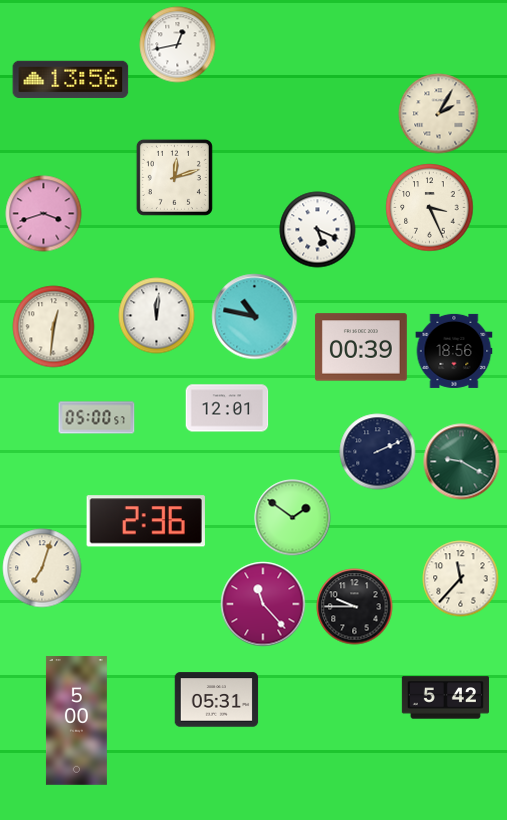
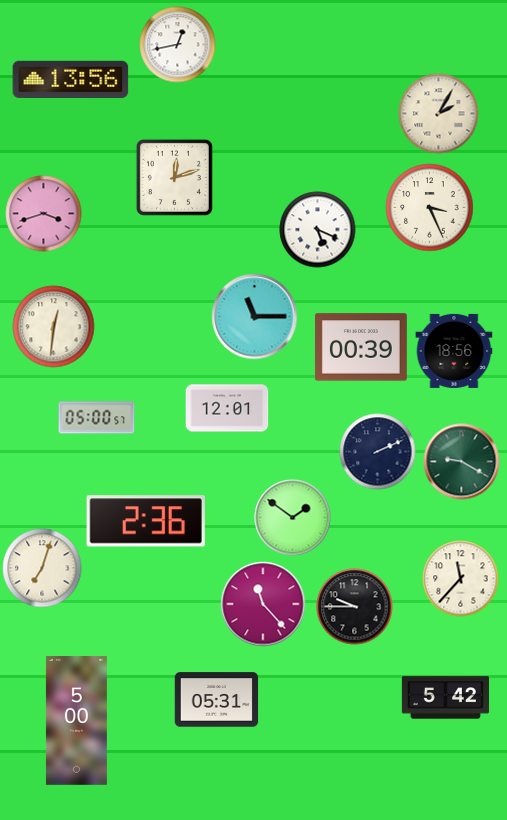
clock at (157, 316): 12:01 -> none
clock at (255, 317): 10:47 -> 11:15
